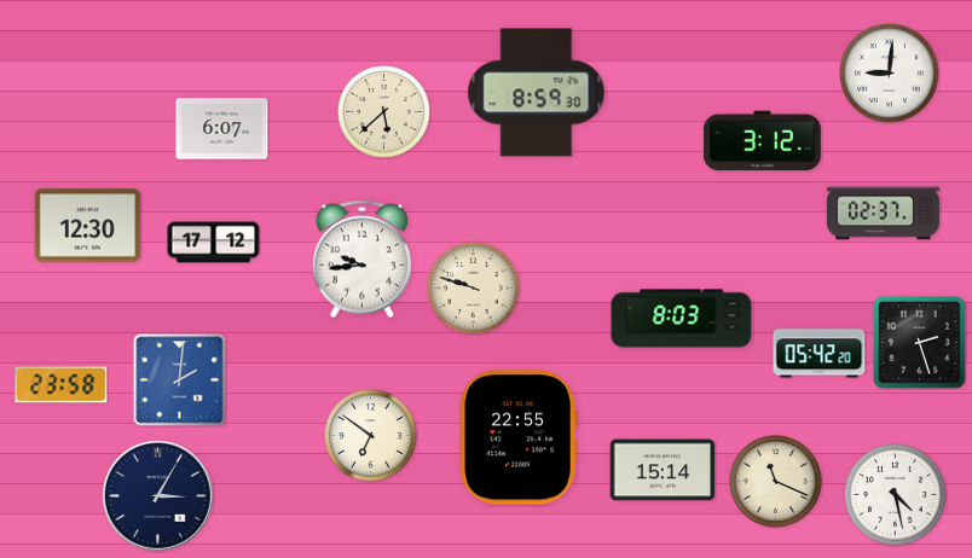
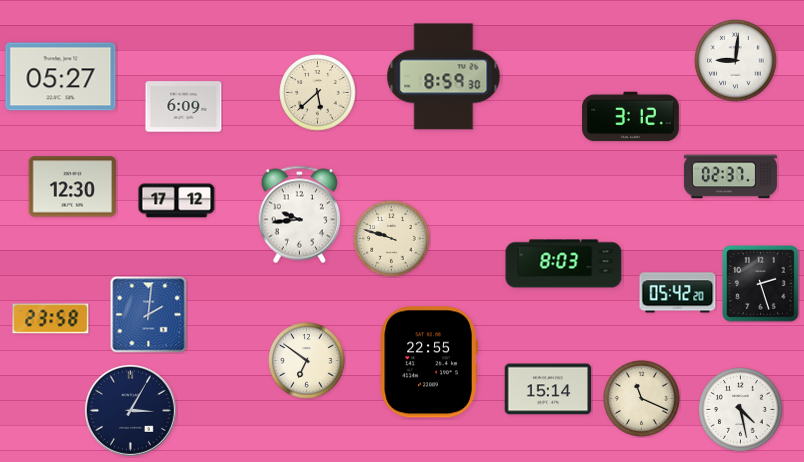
clock at (61, 77): none -> 05:27
clock at (222, 129): 6:07 -> 6:09
